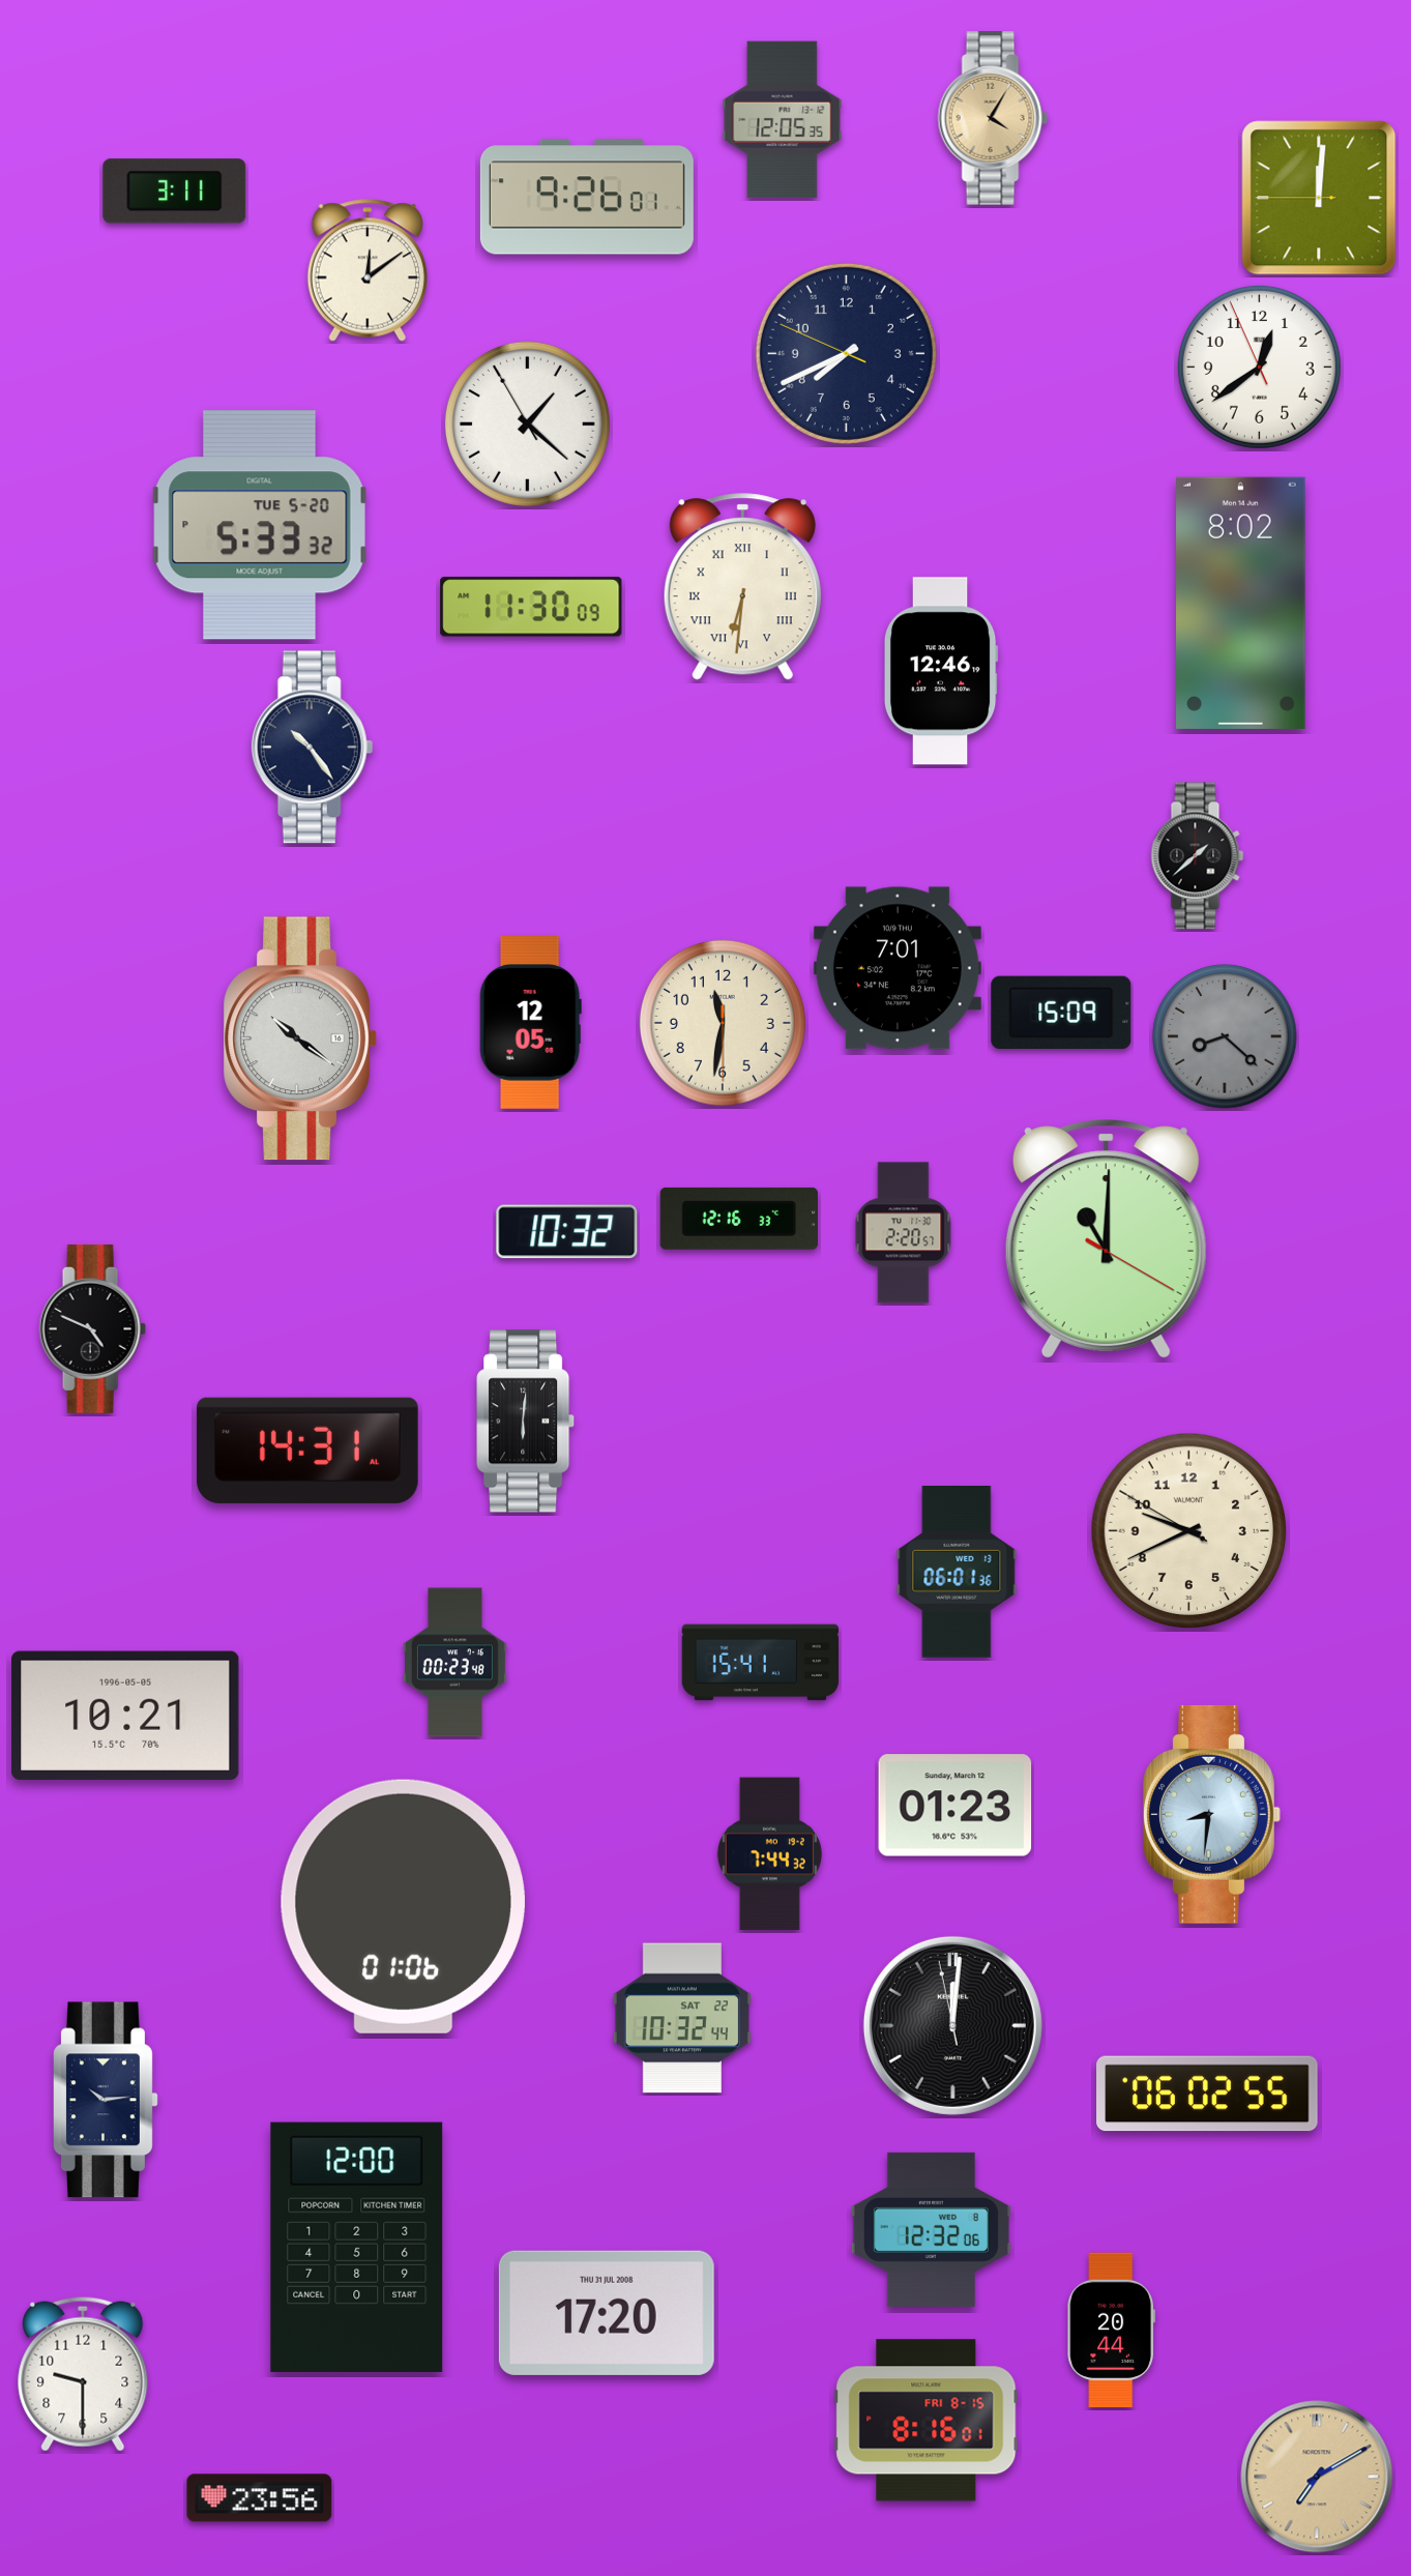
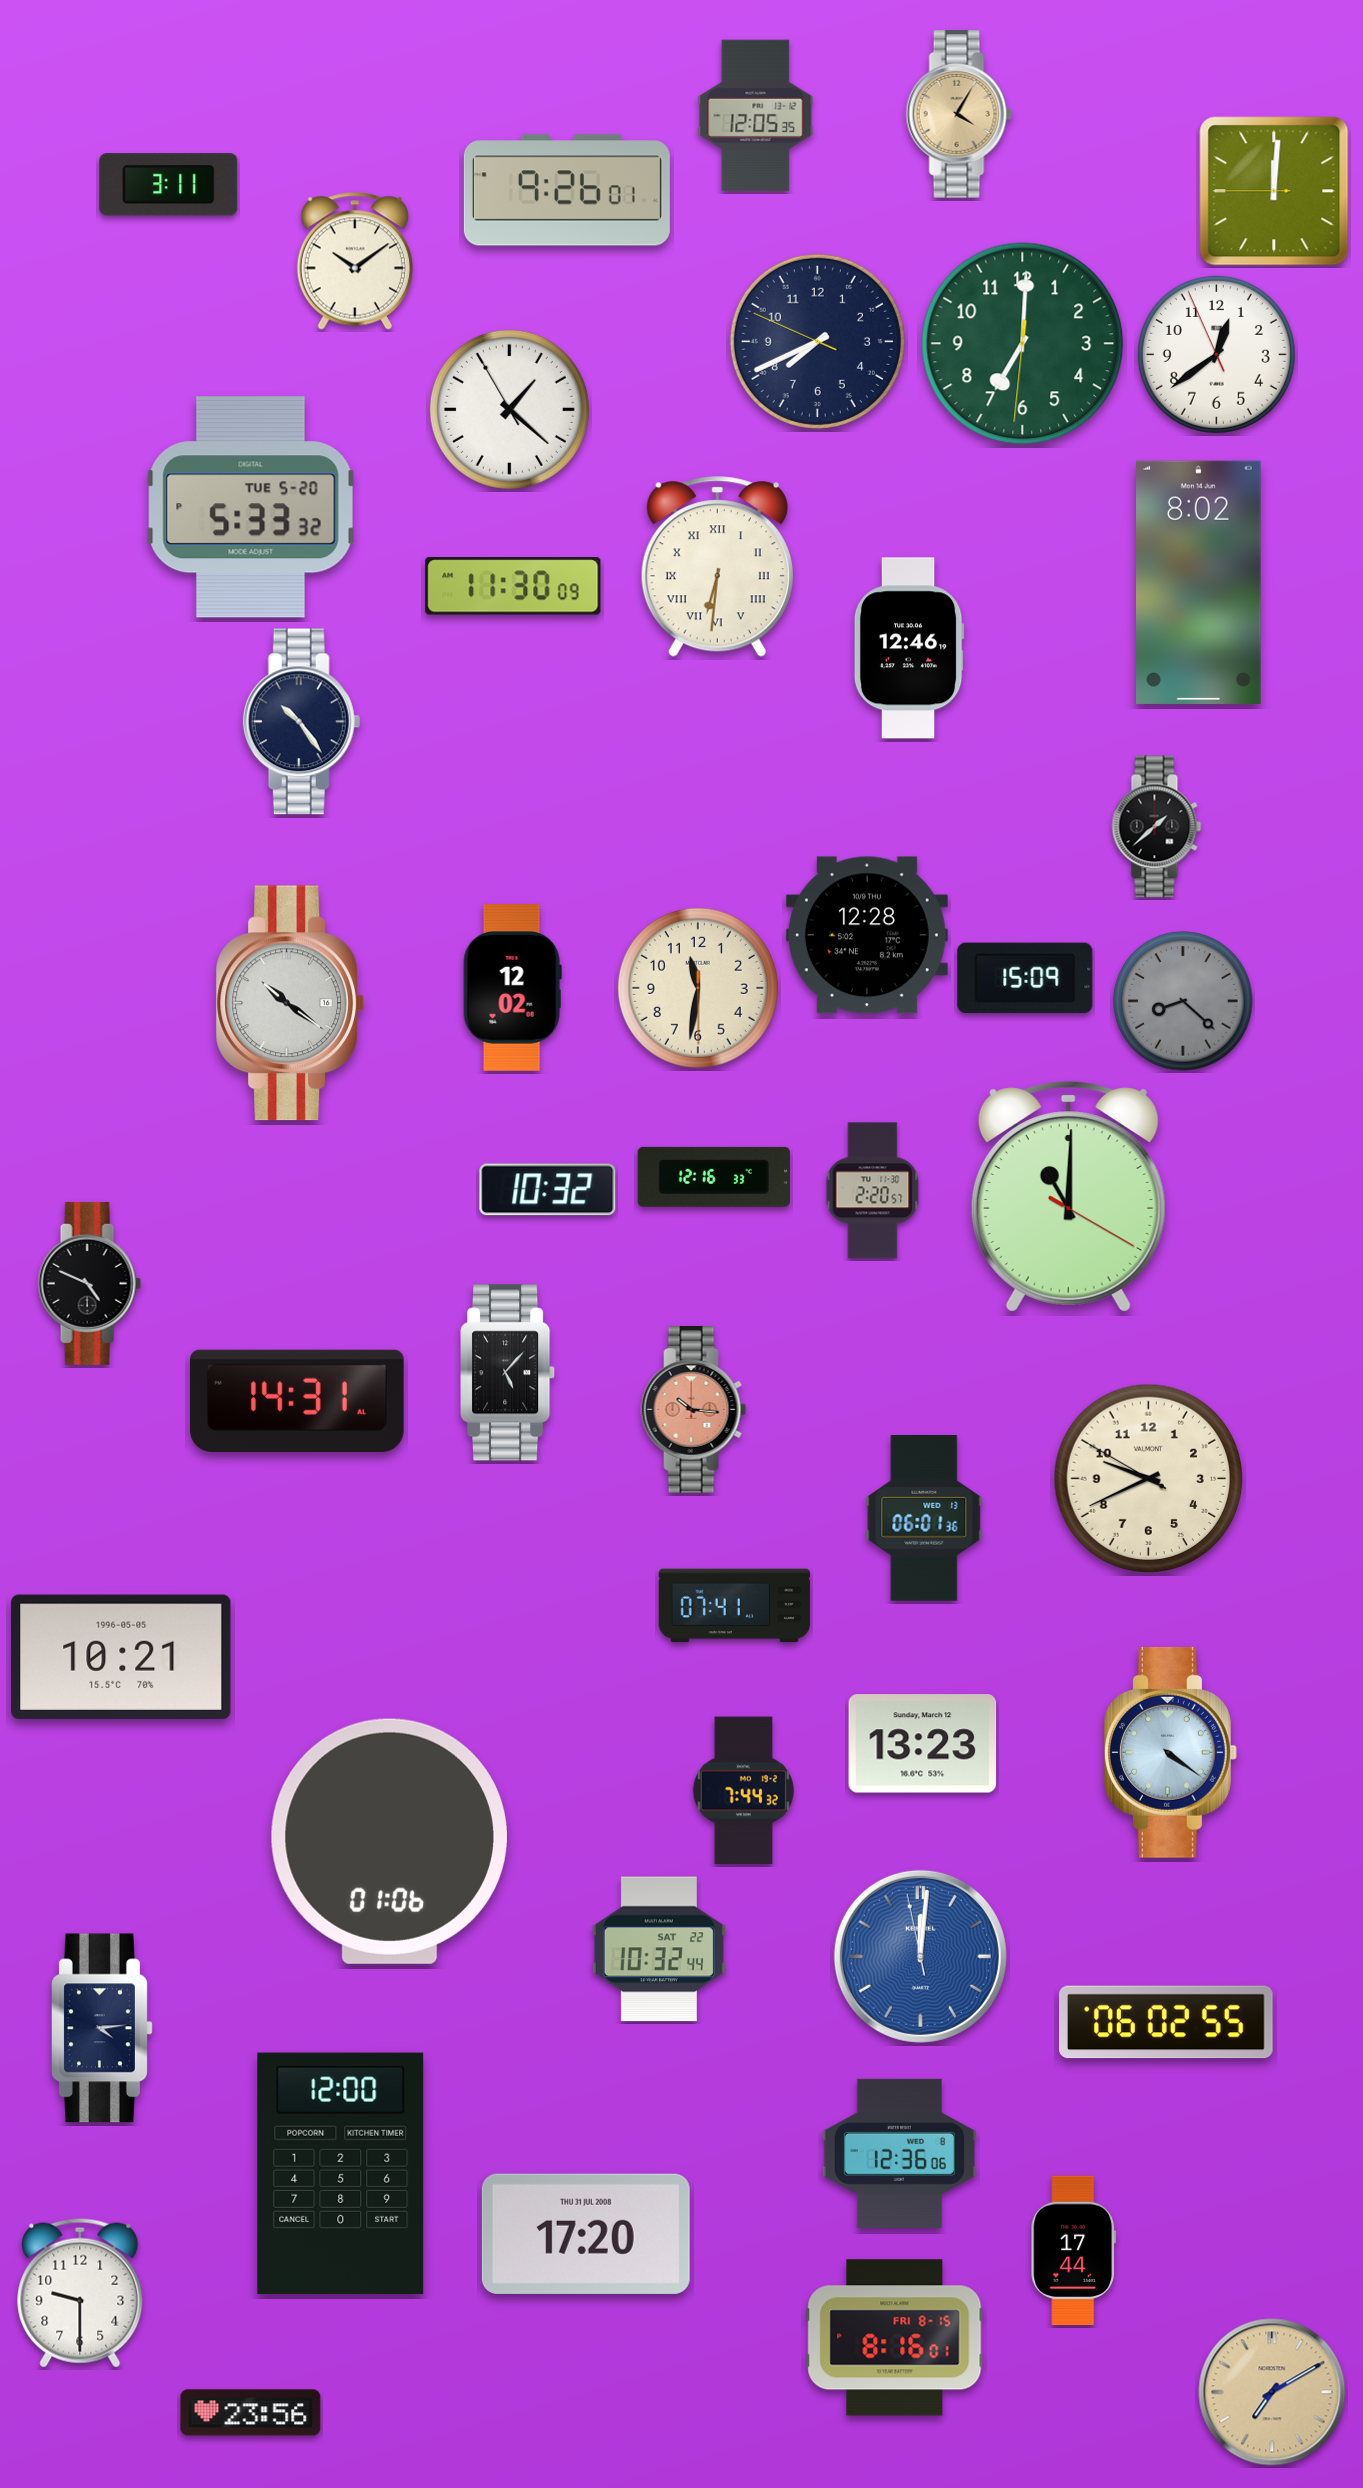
clock at (368, 270): 12:09 -> 10:09
clock at (1023, 344): none -> 7:00
clock at (898, 968): 7:01 -> 12:28
clock at (530, 1023): 12:05 -> 12:02
clock at (526, 1422): 6:01 -> 5:07
clock at (694, 1410): none -> 10:16
clock at (454, 1663): 00:23 -> none
clock at (761, 1663): 15:41 -> 07:41
clock at (956, 1806): 01:23 -> 13:23
clock at (1212, 1814): 8:31 -> 4:21
clock at (952, 2025) dial: black -> blue
clock at (107, 2100): 10:14 -> 4:14
clock at (931, 2229): 12:32 -> 12:36
clock at (357, 2247) position: (357, 2247) -> (341, 2173)
clock at (1112, 2331): 20:44 -> 17:44
